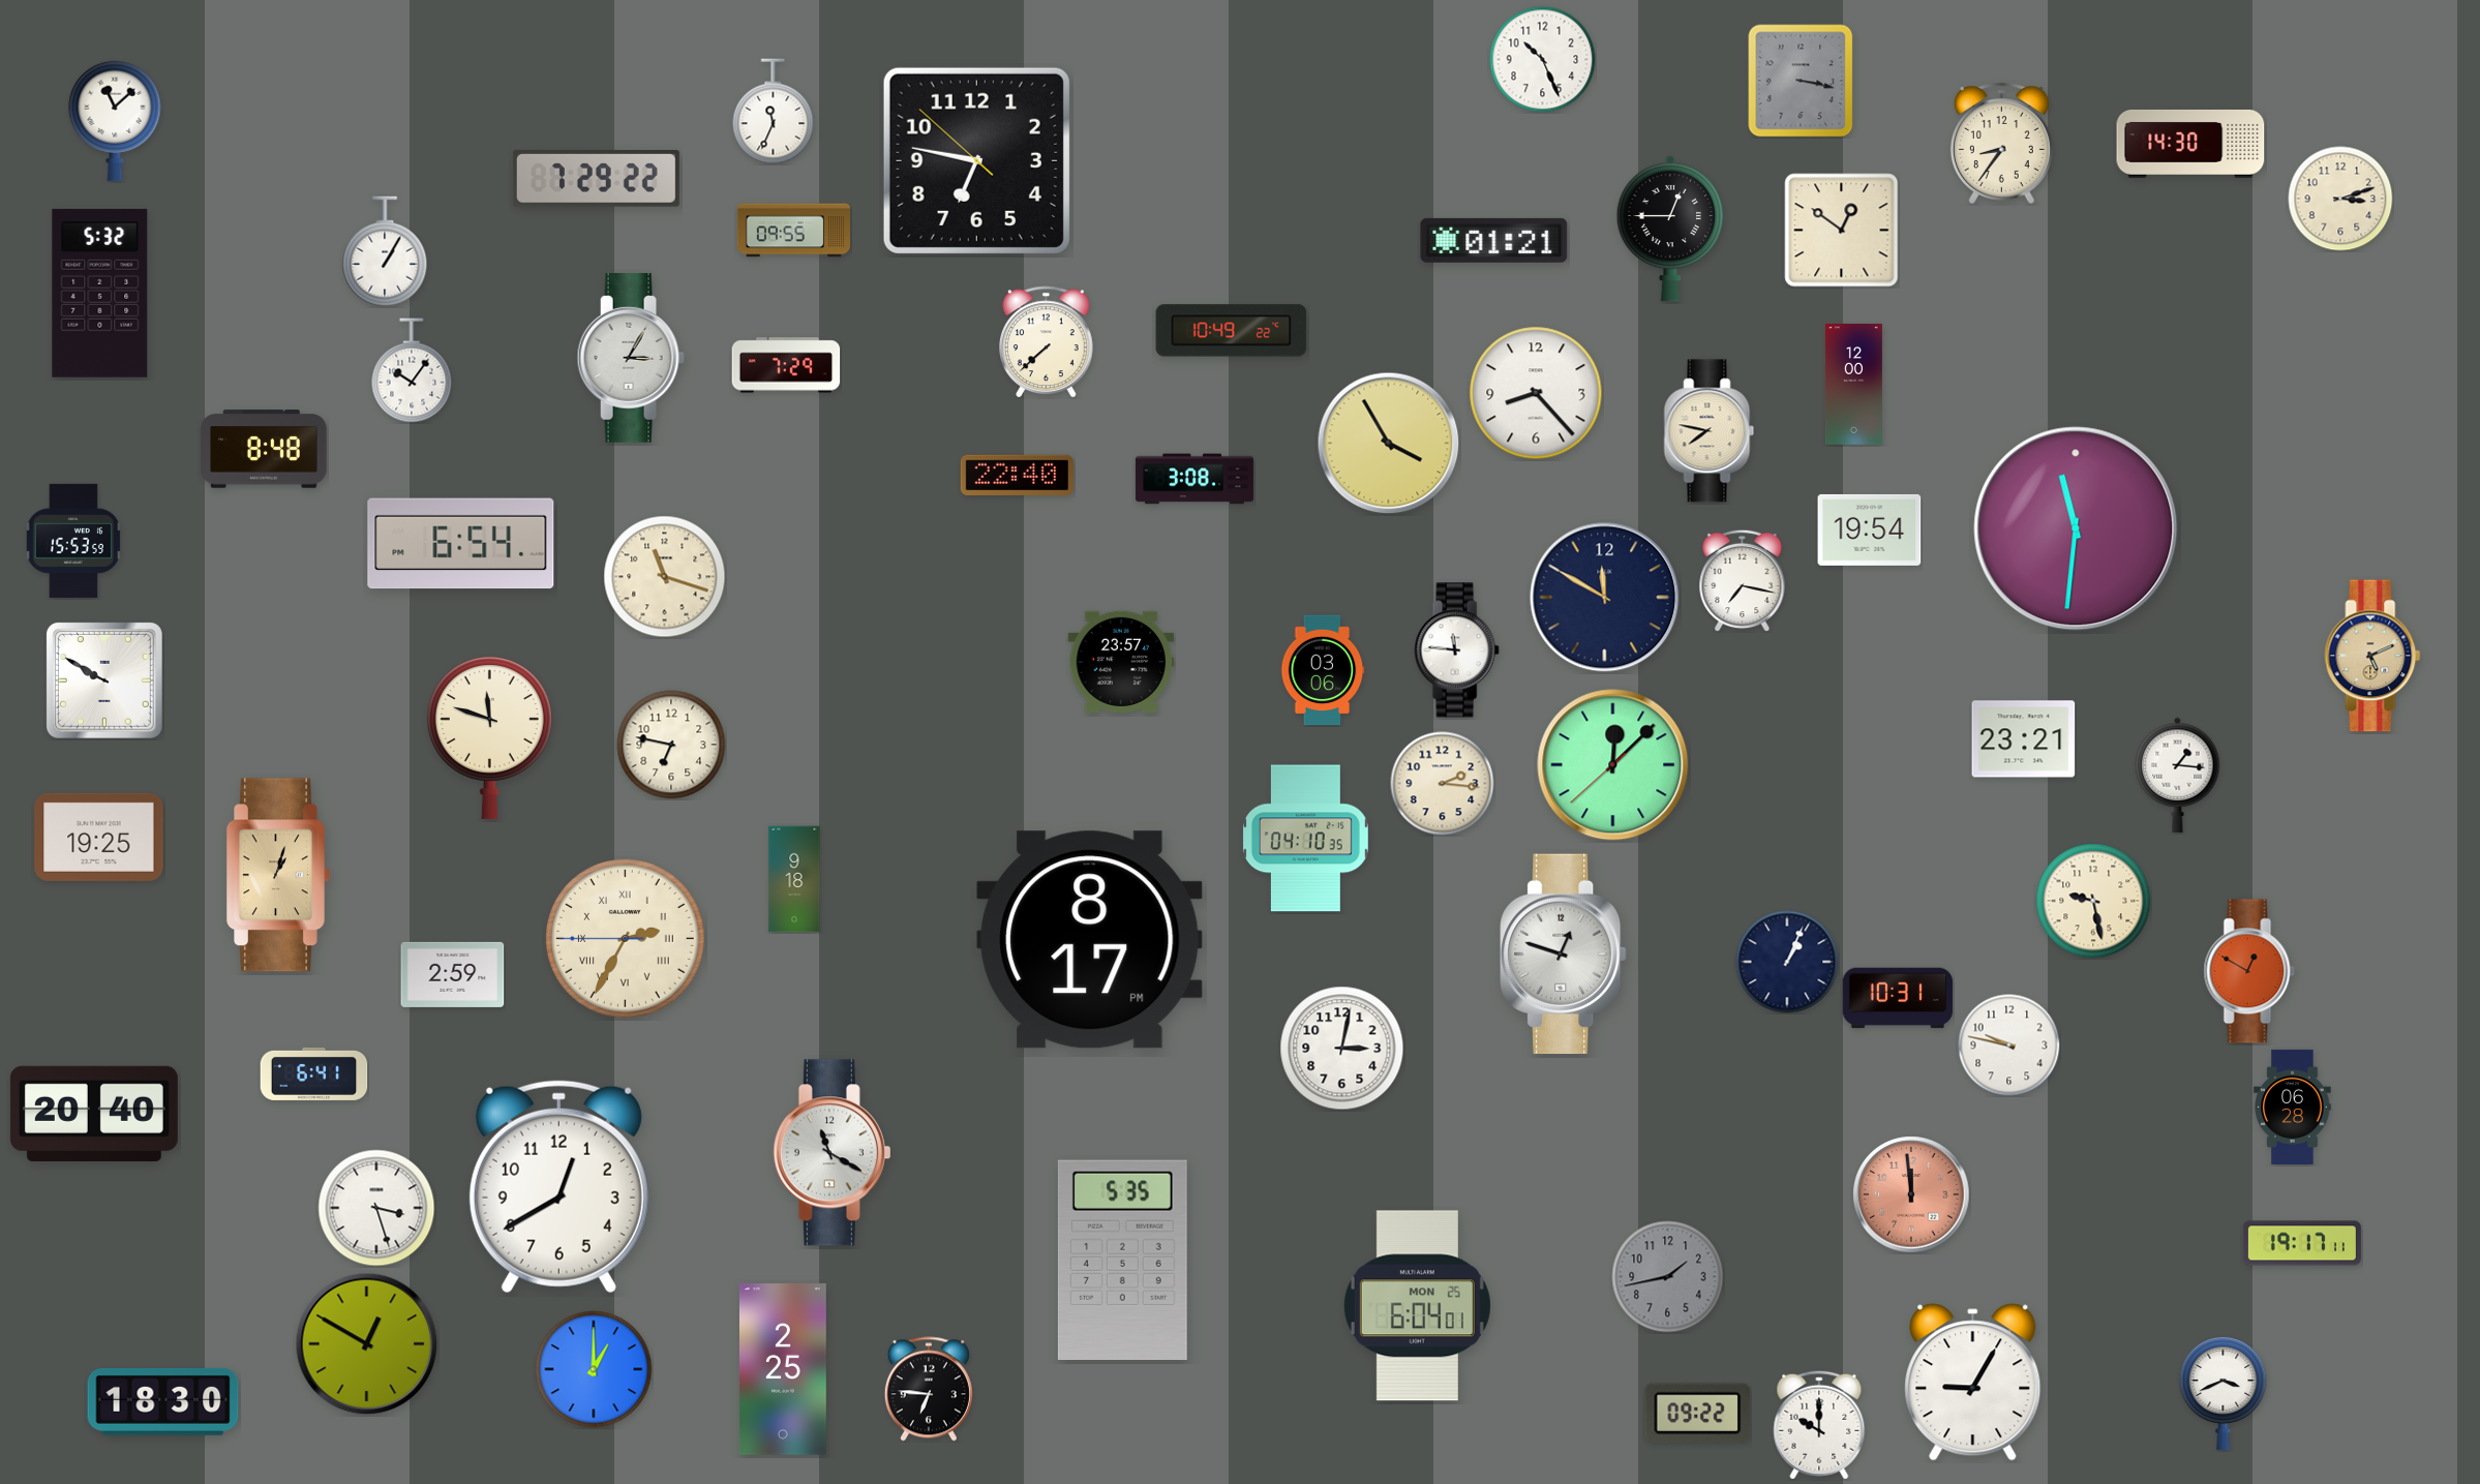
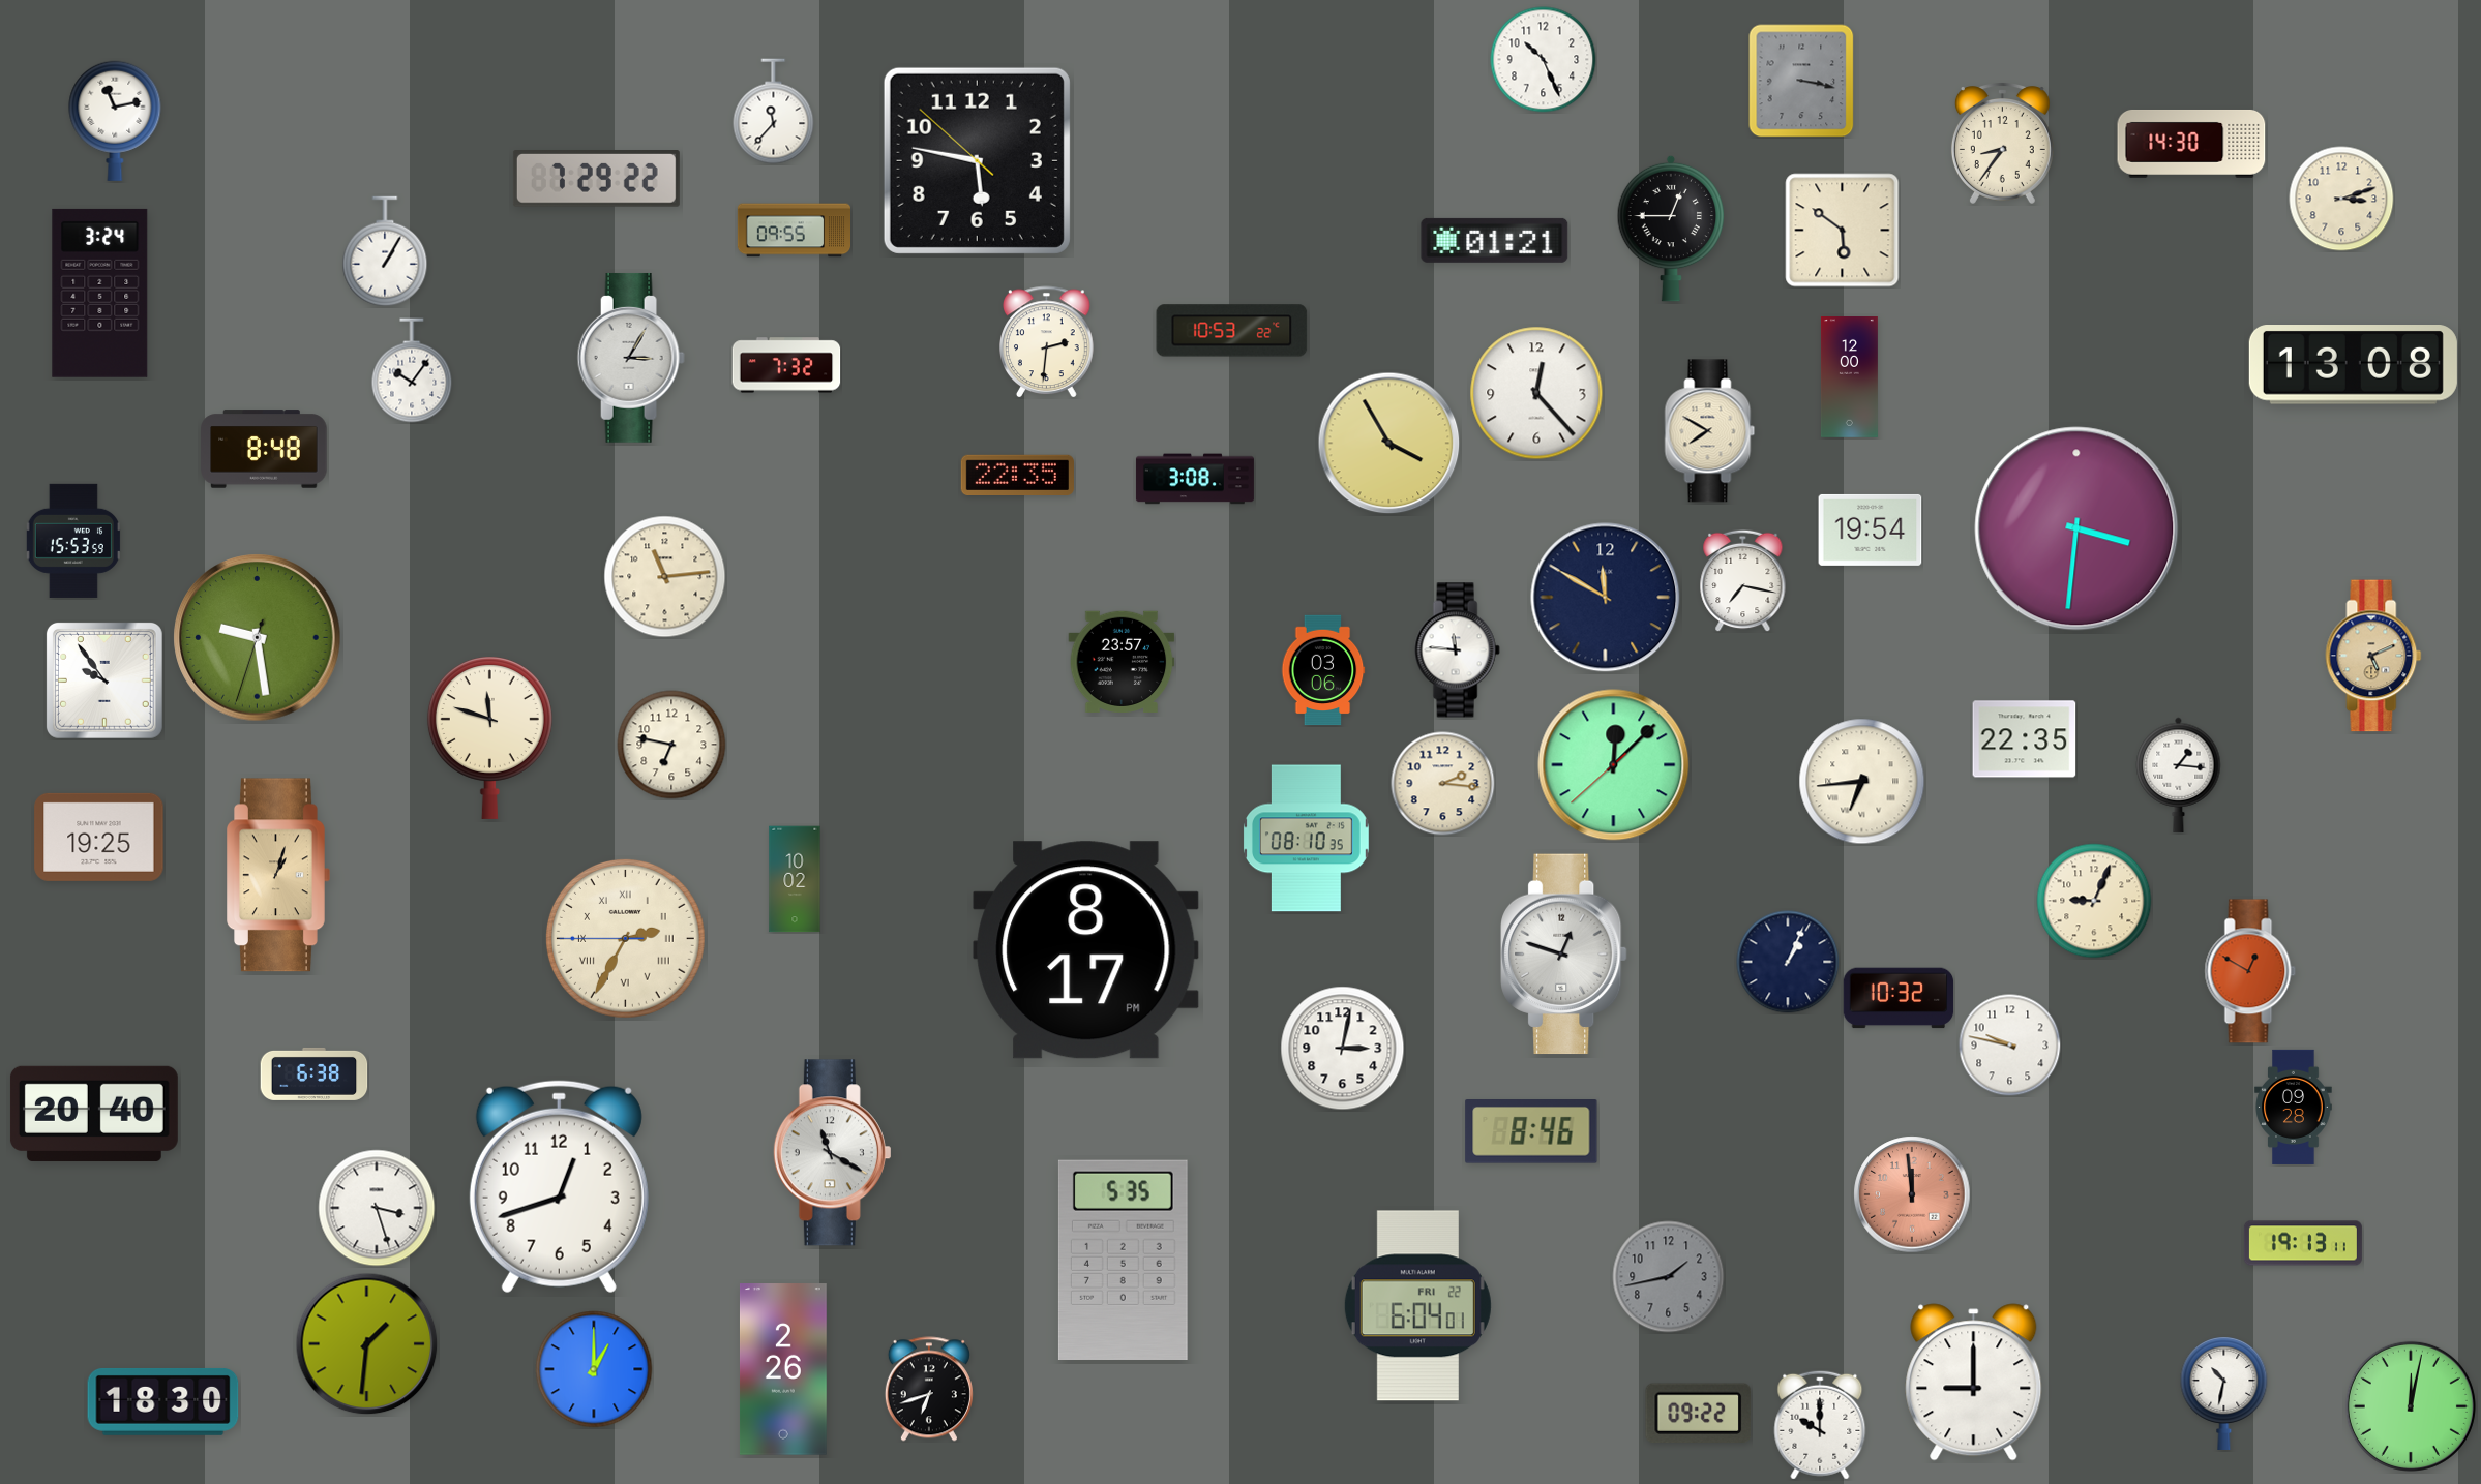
clock at (774, 112): 11:34 -> 11:37
clock at (115, 121): 11:08 -> 11:13
clock at (976, 160): 6:46 -> 5:46
clock at (1842, 231): 12:51 -> 5:51
clock at (100, 293): 5:32 -> 3:24
clock at (1232, 331): 10:49 -> 10:53
clock at (1047, 342): 7:38 -> 2:31
clock at (786, 365): 7:29 -> 7:32
clock at (2353, 365): none -> 13:08
clock at (1853, 385) position: (1853, 385) -> (1849, 377)
clock at (1536, 393): 8:23 -> 12:23
clock at (1710, 431): 7:47 -> 7:50
clock at (1017, 476): 22:40 -> 22:35
clock at (2076, 528): 11:31 -> 3:31
clock at (461, 544): 6:54 -> none
clock at (665, 577): 11:18 -> 11:14
clock at (258, 638): none -> 9:28
clock at (104, 680): 9:50 -> 9:54
clock at (2024, 739): 23:21 -> 22:35
clock at (1862, 782): none -> 6:44
clock at (1305, 839): 04:10 -> 08:10
clock at (794, 879): 9:18 -> 10:02
clock at (2093, 901): 9:28 -> 9:04
clock at (1090, 940) position: (1090, 940) -> (1086, 950)
clock at (453, 974): 2:59 -> none
clock at (1898, 998): 10:31 -> 10:32
clock at (314, 1073): 6:41 -> 6:38
clock at (2293, 1107): 06:28 -> 09:28
clock at (1531, 1132): none -> 8:46
clock at (558, 1187): 12:40 -> 12:42
clock at (2302, 1243): 19:17 -> 19:13
clock at (1417, 1306) date: MON 25 -> FRI 22
clock at (367, 1344): 12:50 -> 1:31
clock at (783, 1369): 2:25 -> 2:26
clock at (1973, 1383): 9:05 -> 9:00
clock at (929, 1389): 6:46 -> 6:42
clock at (2224, 1394): 3:41 -> 10:32
clock at (2411, 1406): none -> 12:02
